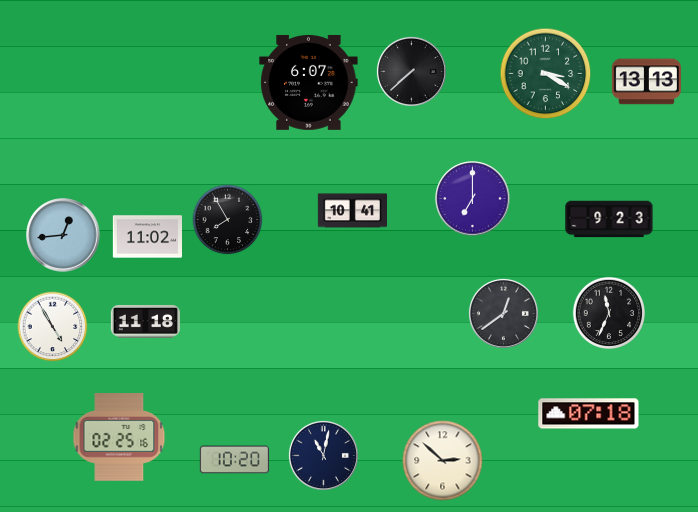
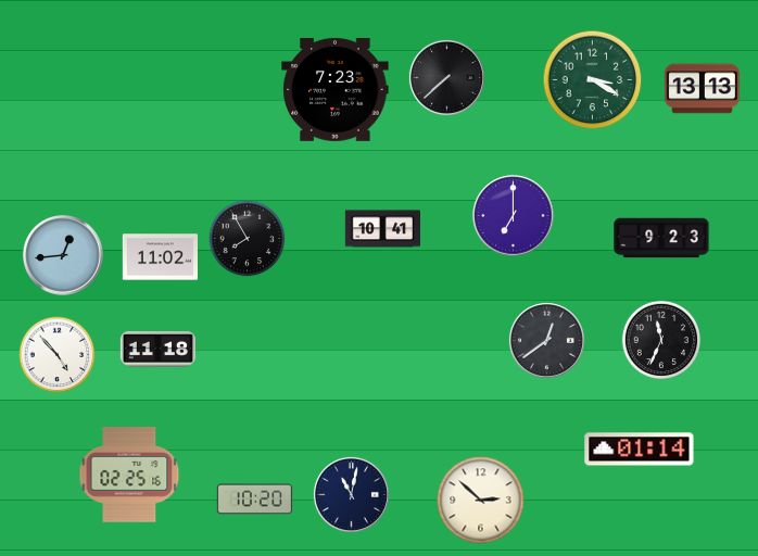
clock at (309, 82): 6:07 -> 7:23
clock at (63, 235) position: (63, 235) -> (63, 255)
clock at (53, 327): 4:55 -> 4:53
clock at (589, 414): 07:18 -> 01:14
